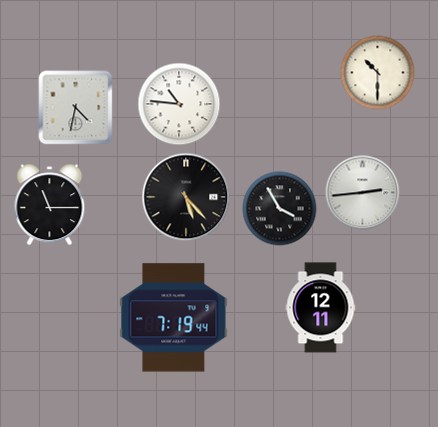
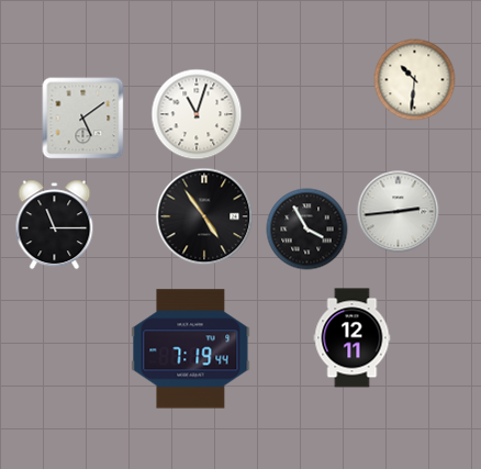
clock at (378, 73): 10:30 -> 10:31
clock at (179, 104): 10:46 -> 11:03
clock at (76, 108): 4:32 -> 5:09
clock at (186, 197): 5:23 -> 4:54
